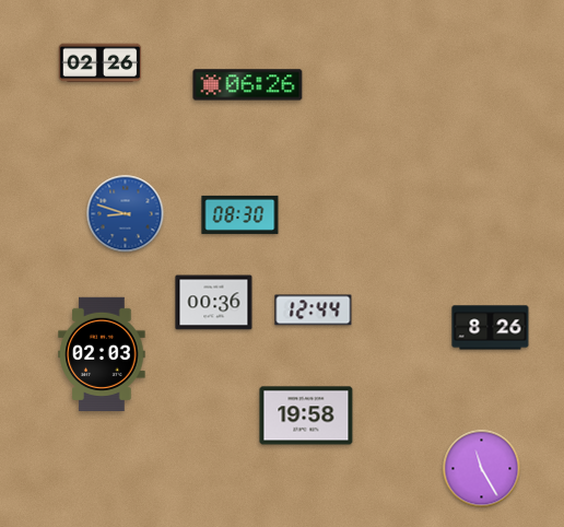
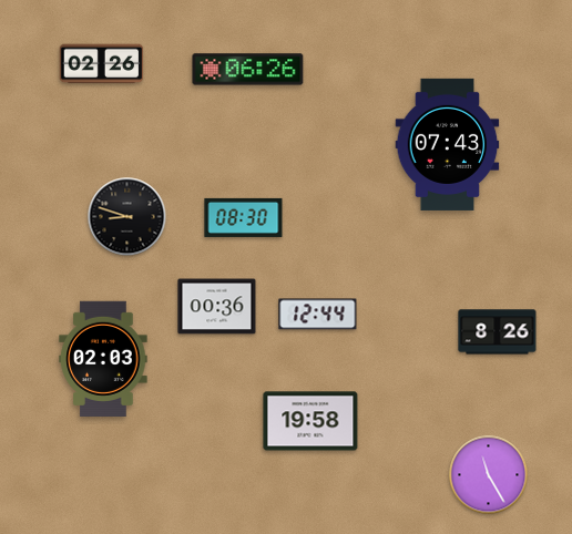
clock at (248, 85) position: (248, 85) -> (248, 70)
clock at (448, 144): none -> 07:43
clock at (126, 214) dial: blue -> black
